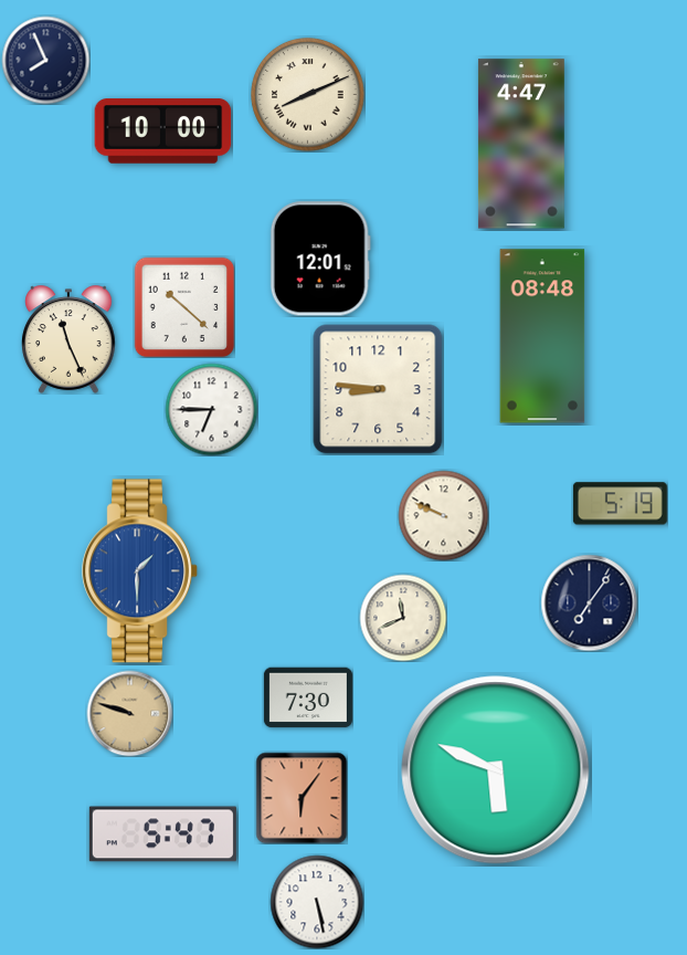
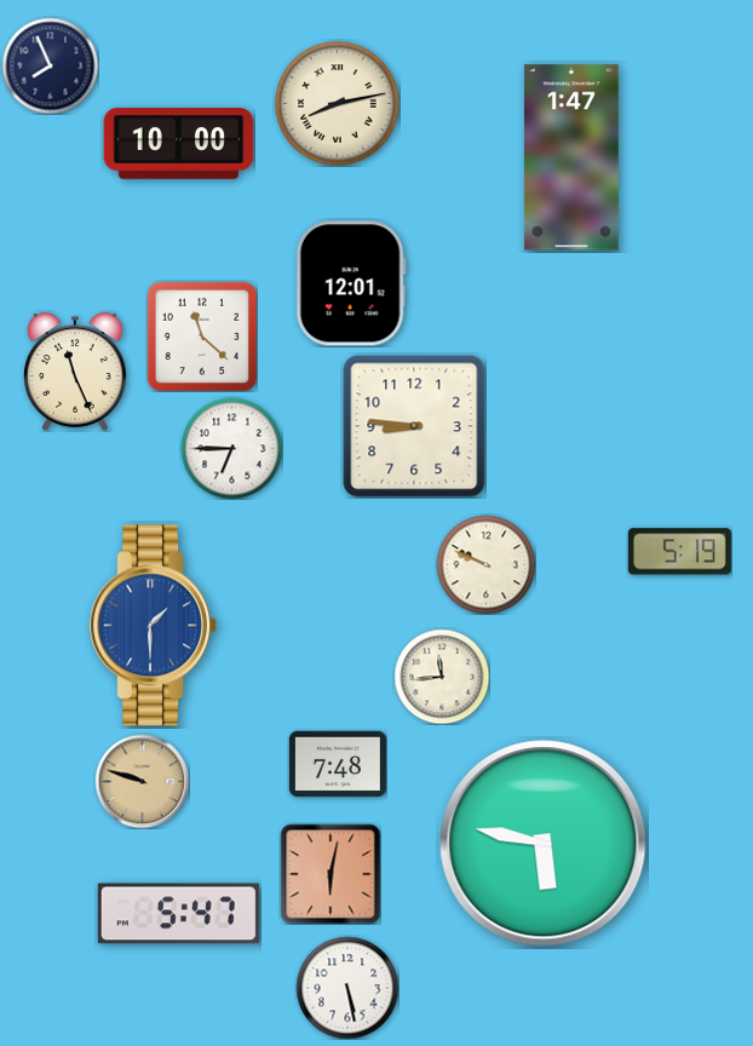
clock at (308, 95): 8:11 -> 8:13
clock at (521, 144): 4:47 -> 1:47
clock at (184, 307): 10:22 -> 11:22
clock at (542, 336): 08:48 -> none
clock at (589, 602): 7:06 -> none
clock at (403, 618): 11:41 -> 11:44
clock at (308, 697): 7:30 -> 7:48
clock at (496, 770): 5:49 -> 5:47
clock at (302, 798): 6:06 -> 6:02
